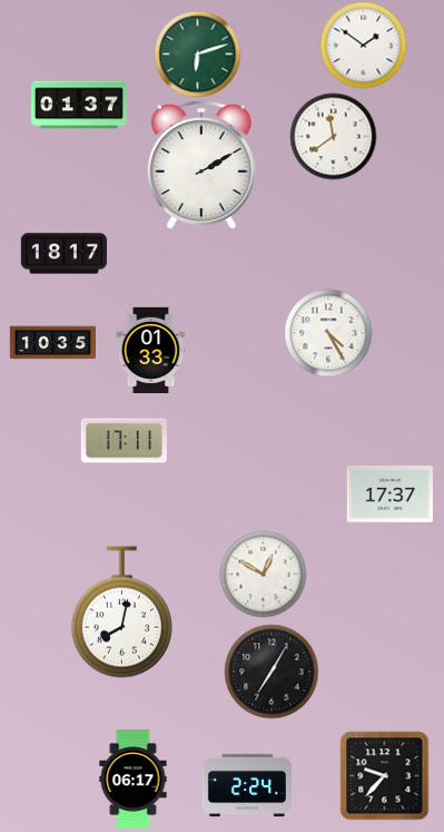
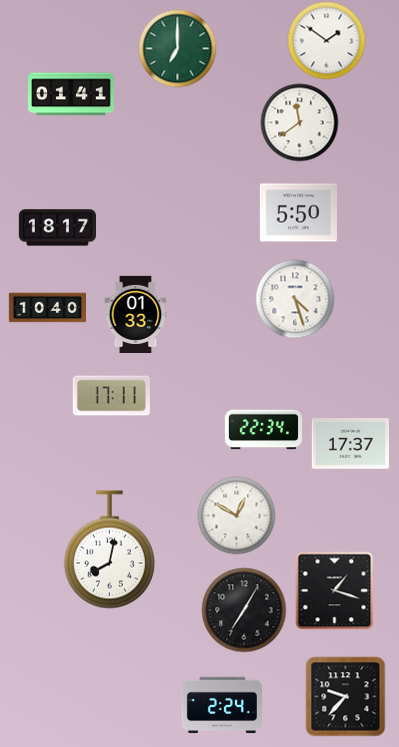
clock at (197, 53): 6:12 -> 7:00
clock at (80, 105): 01:37 -> 01:41
clock at (201, 165): 2:10 -> none
clock at (298, 213): none -> 5:50
clock at (328, 333): 4:25 -> 4:27
clock at (52, 343): 10:35 -> 10:40
clock at (263, 430): none -> 22:34
clock at (334, 590): none -> 1:18
clock at (272, 672) position: (272, 672) -> (244, 610)
clock at (134, 780): 06:17 -> none
